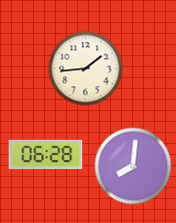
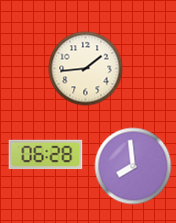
clock at (133, 166): 8:01 -> 7:59
